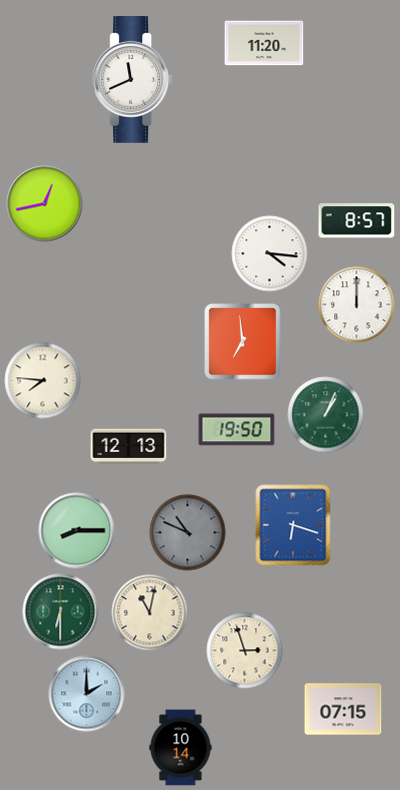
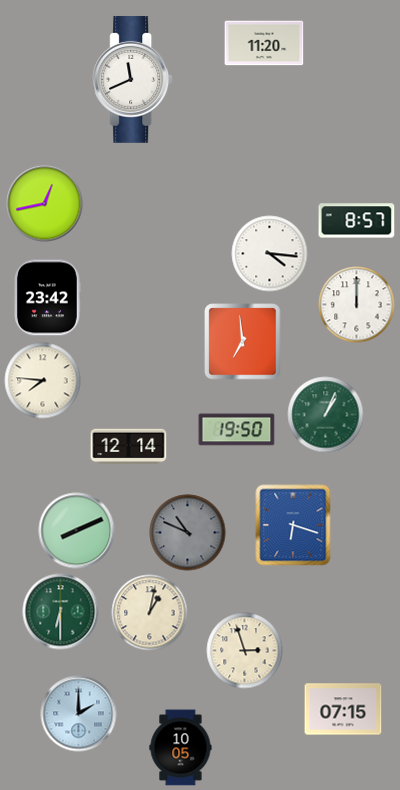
clock at (47, 298): none -> 23:42
clock at (129, 447): 12:13 -> 12:14
clock at (77, 531): 8:15 -> 8:11
clock at (150, 613): 11:02 -> 1:02
clock at (87, 694) position: (87, 694) -> (79, 714)
clock at (181, 748): 10:14 -> 10:05
